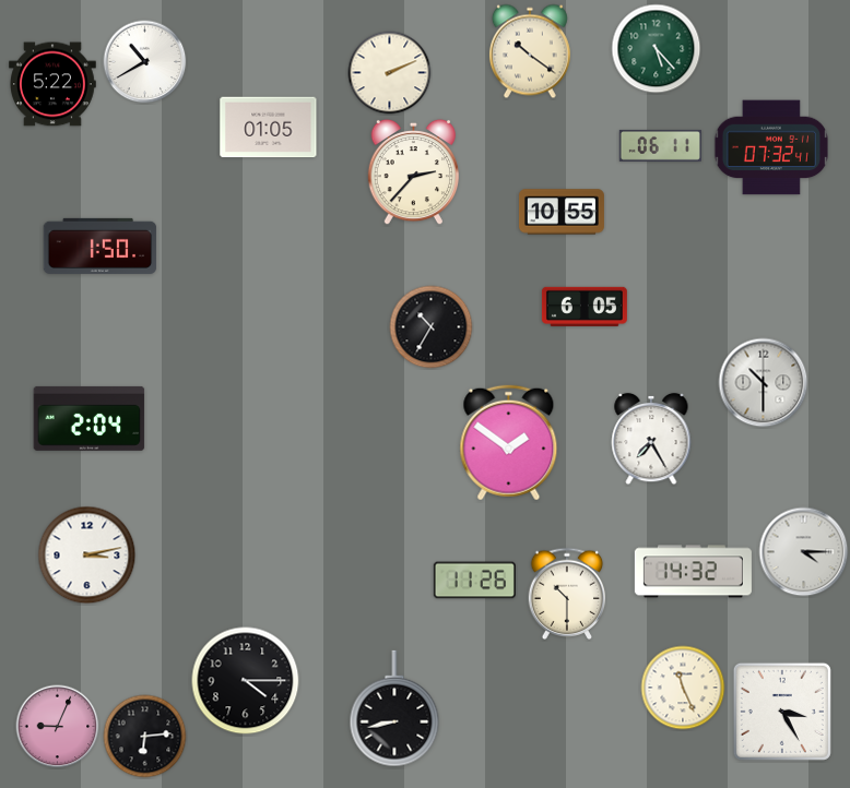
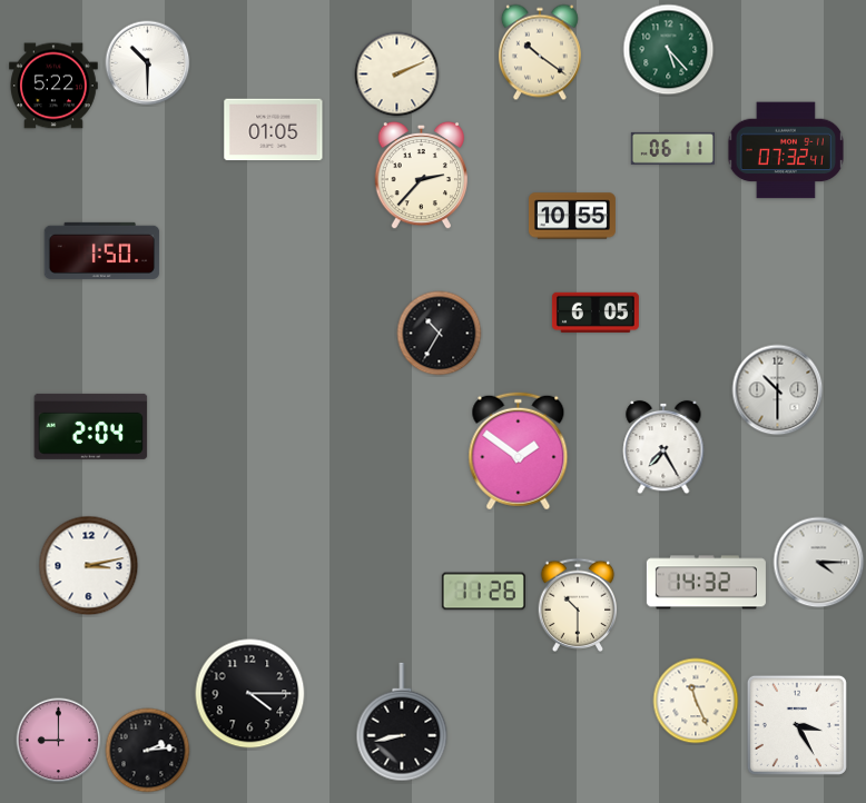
clock at (145, 62): 10:40 -> 10:30
clock at (58, 727): 9:04 -> 9:00
clock at (145, 737): 6:14 -> 2:14
